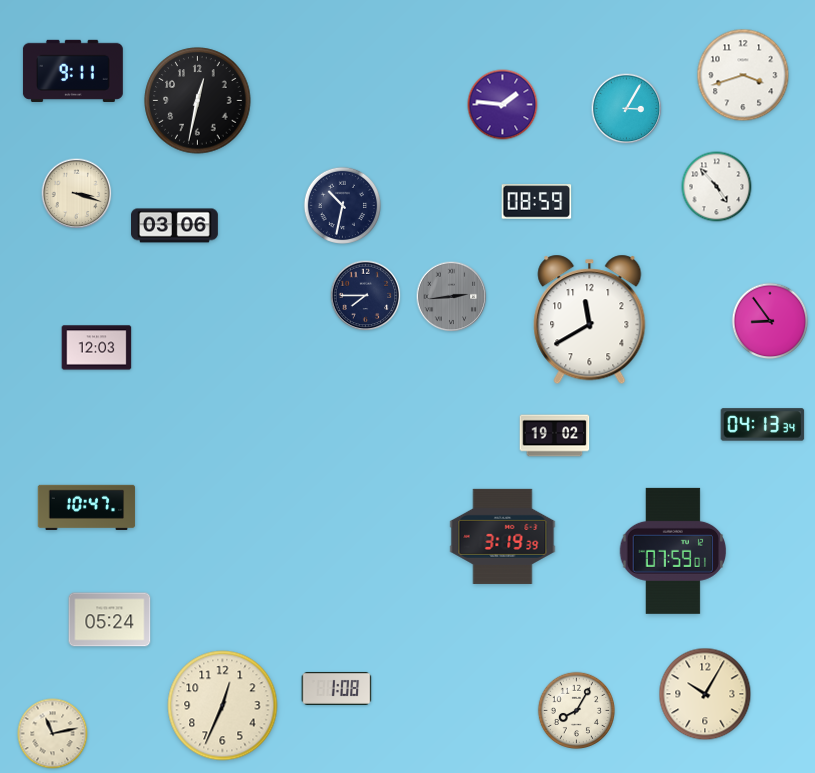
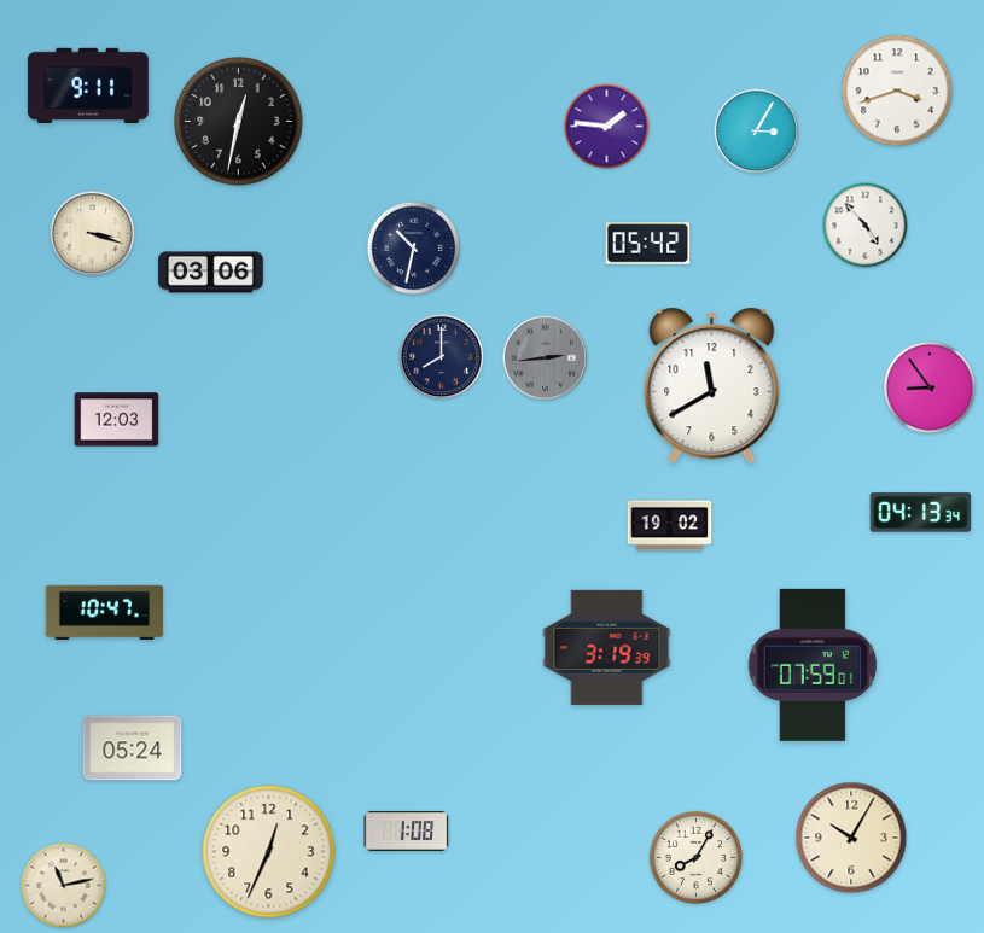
clock at (537, 202): 08:59 -> 05:42
clock at (366, 296): 7:45 -> 8:00
